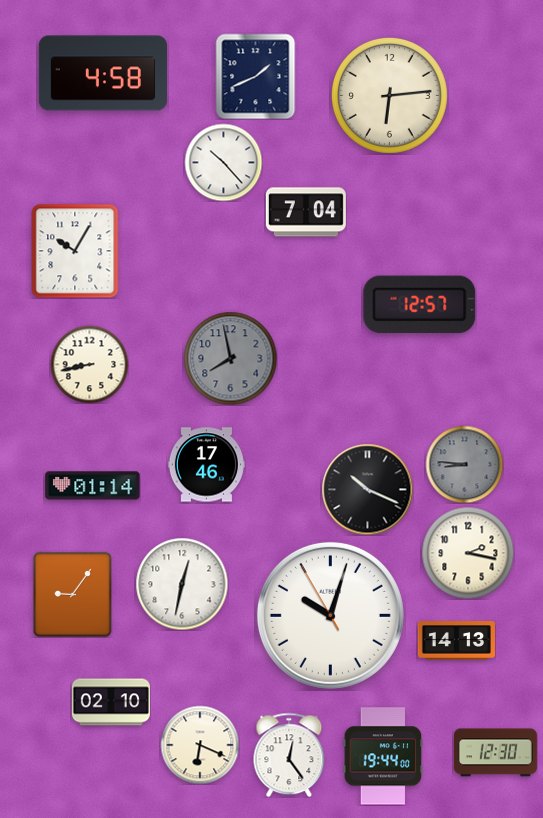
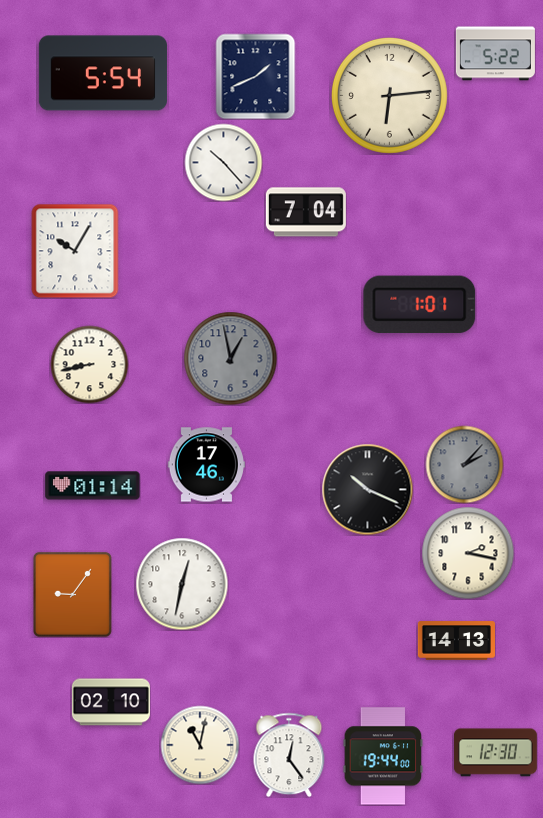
clock at (495, 54): none -> 5:22
clock at (103, 73): 4:58 -> 5:54
clock at (420, 305): 12:57 -> 1:01
clock at (230, 358): 7:58 -> 12:58
clock at (464, 464): 8:46 -> 2:07
clock at (330, 615): 10:02 -> none
clock at (200, 745): 6:19 -> 11:02
